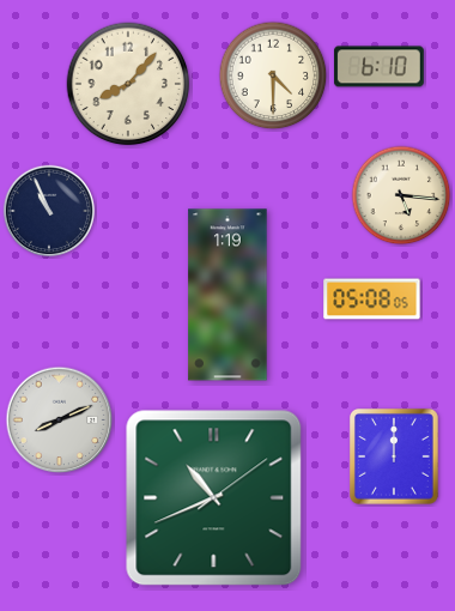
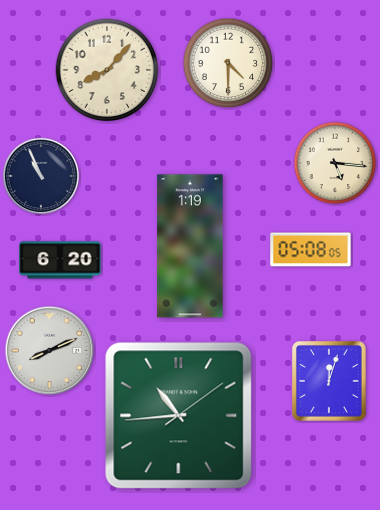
clock at (378, 67): 6:10 -> none
clock at (60, 260): none -> 6:20
clock at (394, 456): 12:00 -> 12:03
clock at (214, 498): 10:41 -> 10:44
